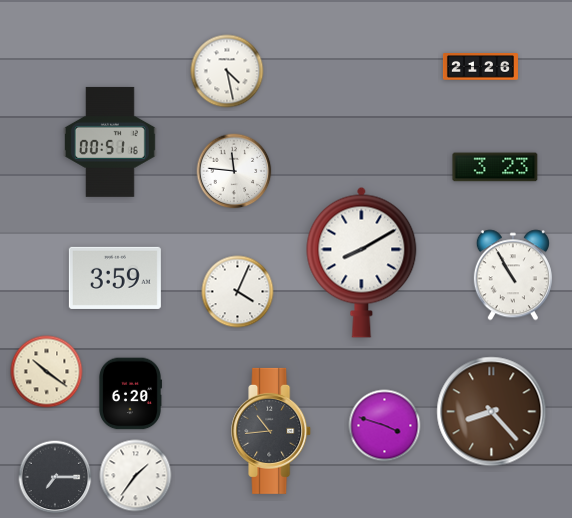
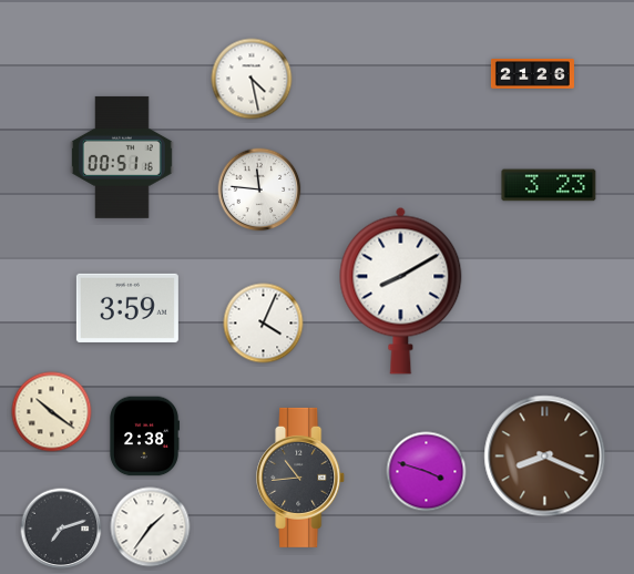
clock at (513, 275): 10:55 -> none
clock at (130, 394): 6:20 -> 2:38
clock at (492, 412): 8:23 -> 8:19
clock at (55, 477): 7:15 -> 7:12
